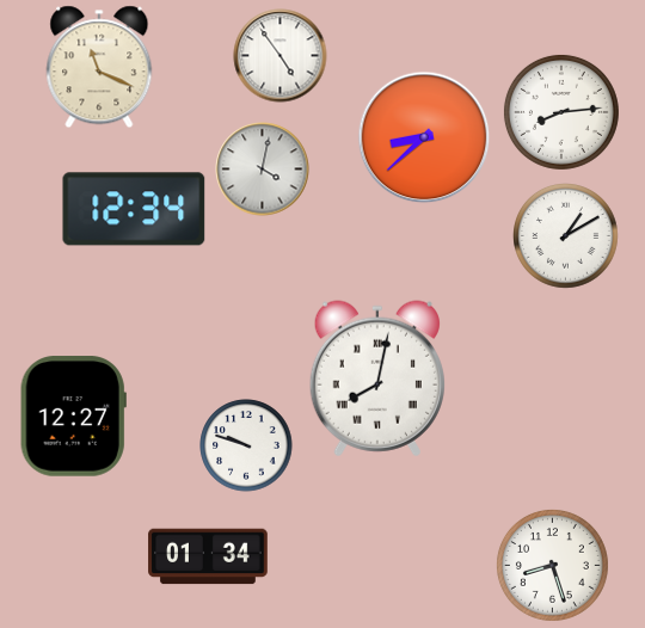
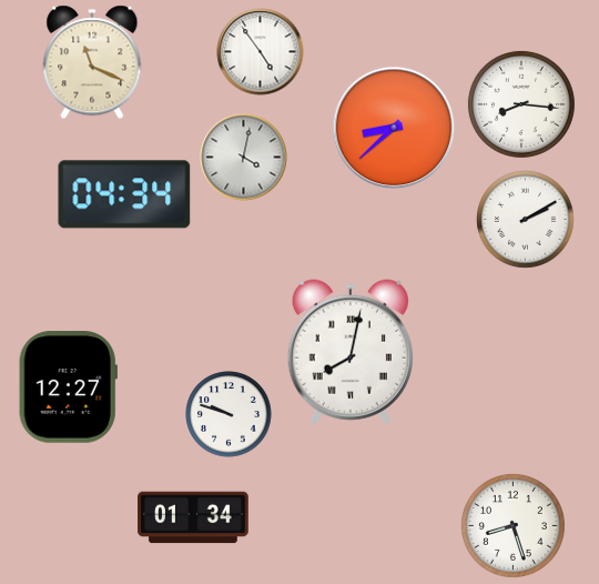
clock at (561, 112): 8:14 -> 8:16
clock at (134, 209): 12:34 -> 04:34
clock at (566, 236): 1:10 -> 2:10
